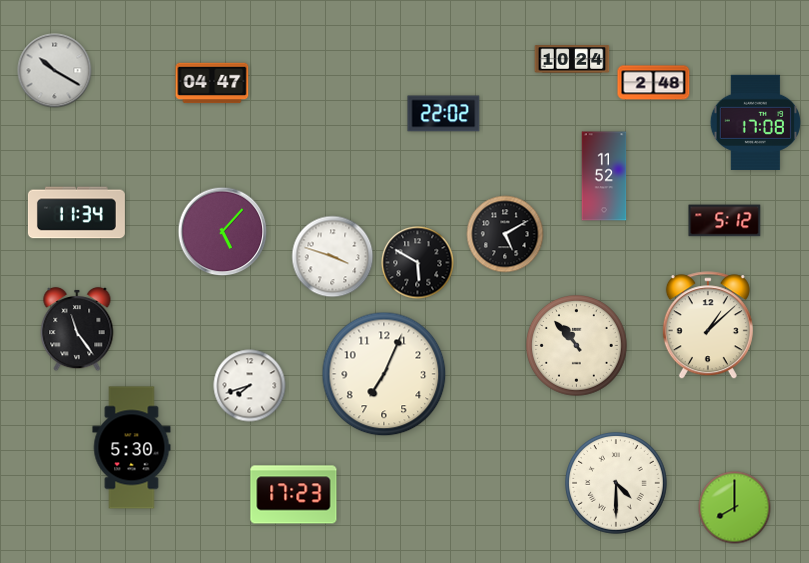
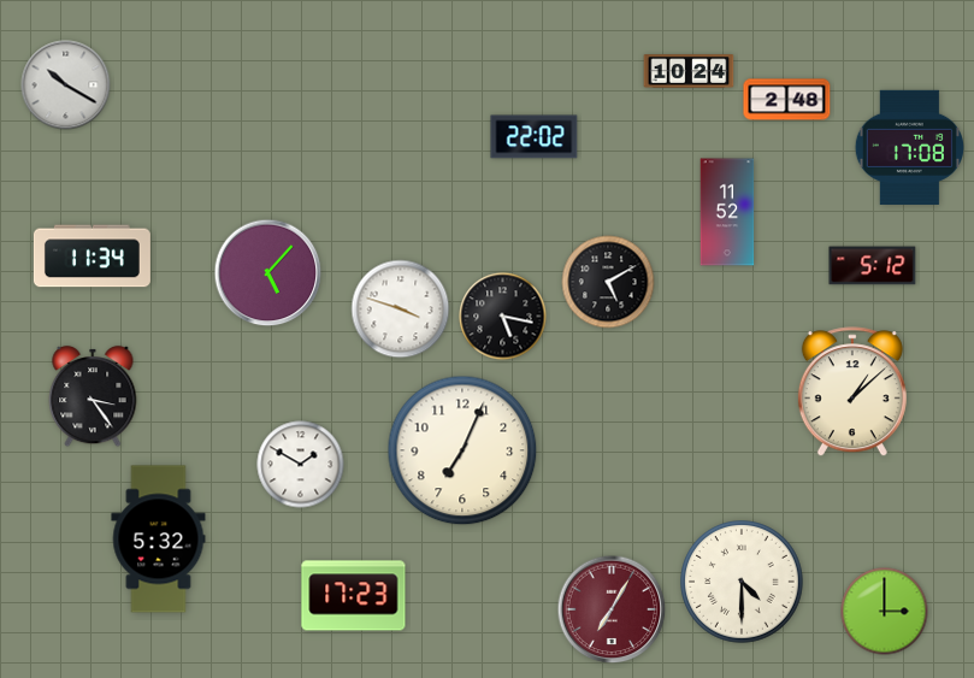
clock at (212, 83): 04:47 -> none
clock at (223, 232) position: (223, 232) -> (268, 273)
clock at (418, 263): 5:50 -> 5:17
clock at (77, 329): 11:24 -> 3:24
clock at (577, 346): 10:53 -> none
clock at (250, 386): 7:42 -> 1:50
clock at (132, 448): 5:30 -> 5:32
clock at (612, 609): none -> 7:05
clock at (735, 508): 8:00 -> 3:00
